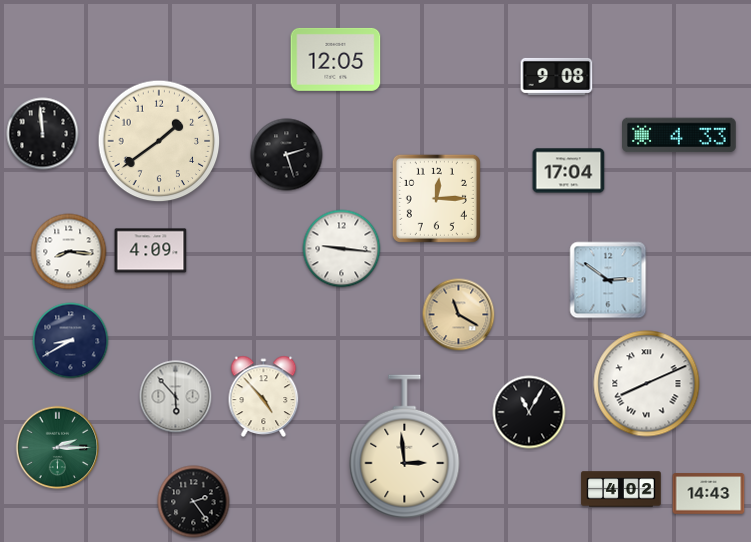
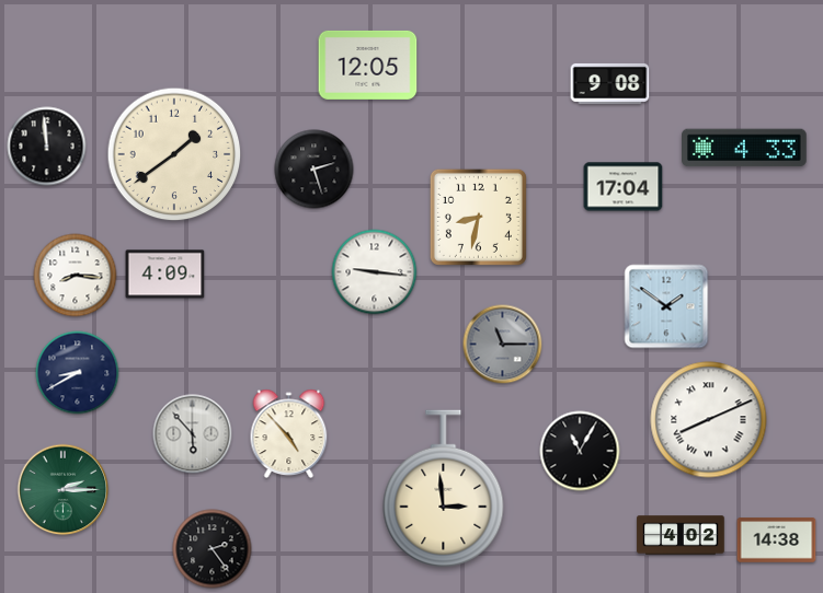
clock at (436, 198): 12:15 -> 8:32
clock at (608, 280): 2:51 -> 1:51
clock at (459, 315): 11:20 -> 11:15
clock at (459, 315) dial: champagne -> grey
clock at (709, 494): 14:43 -> 14:38
